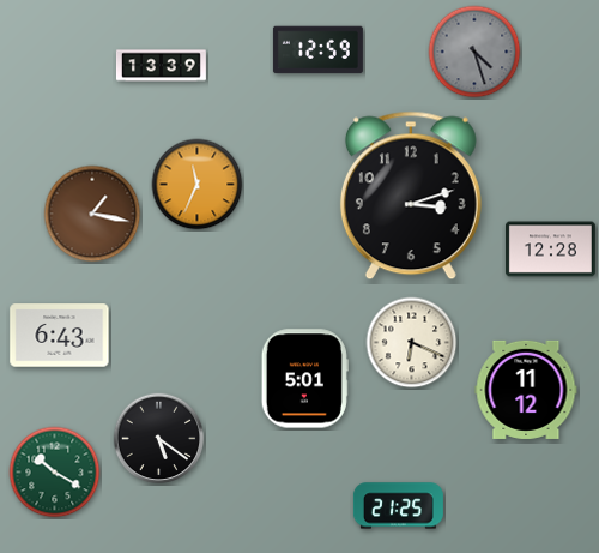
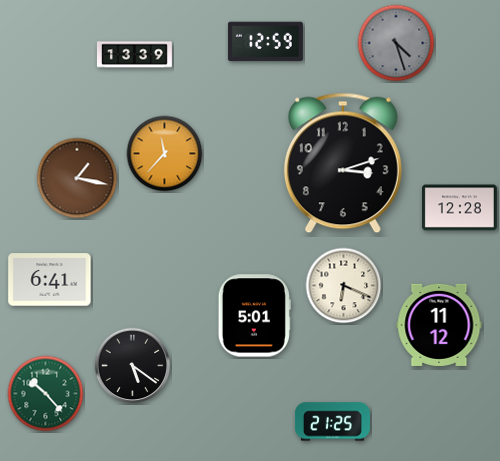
clock at (198, 185): 11:34 -> 11:37
clock at (60, 336): 6:43 -> 6:41
clock at (55, 473): 10:20 -> 10:23
